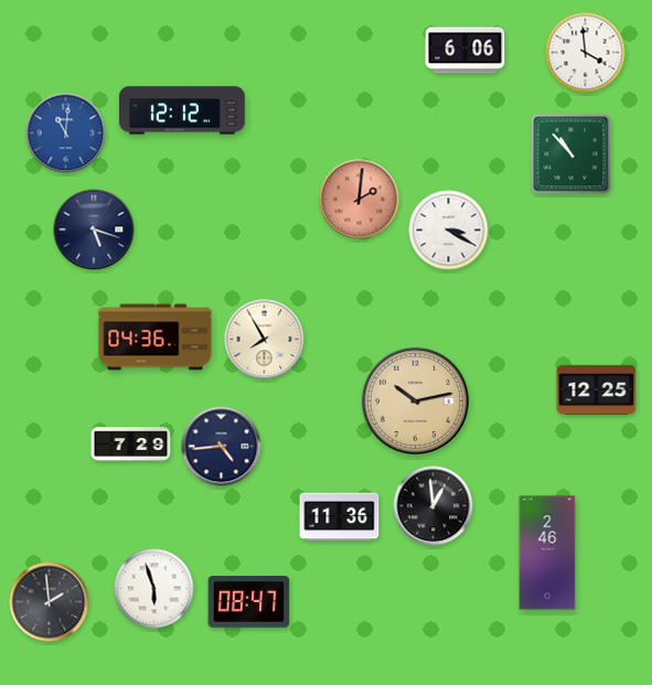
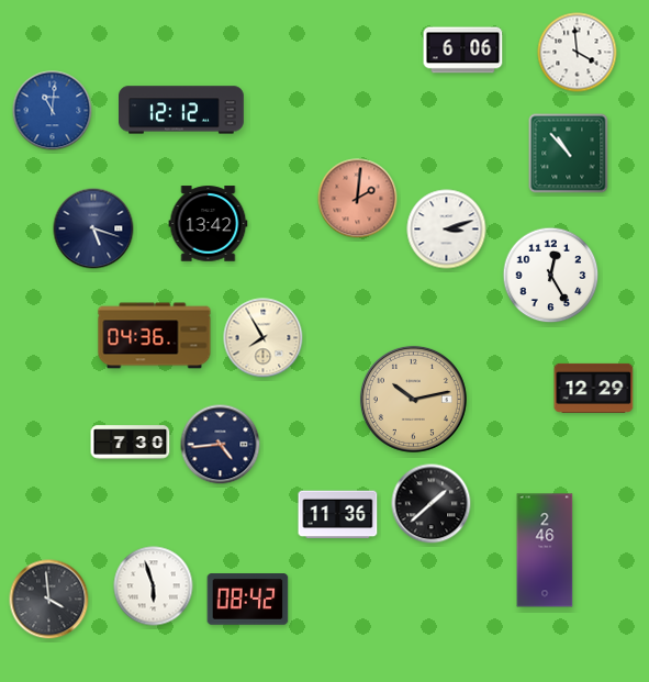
clock at (586, 53) position: (586, 53) -> (578, 53)
clock at (66, 133) position: (66, 133) -> (53, 111)
clock at (209, 224): none -> 13:42
clock at (449, 231): 3:20 -> 3:12
clock at (551, 276): none -> 12:25
clock at (597, 389): 12:25 -> 12:29
clock at (131, 445): 7:29 -> 7:30
clock at (434, 506): 12:59 -> 1:38
clock at (50, 602): 1:59 -> 3:59
clock at (249, 602): 08:47 -> 08:42
